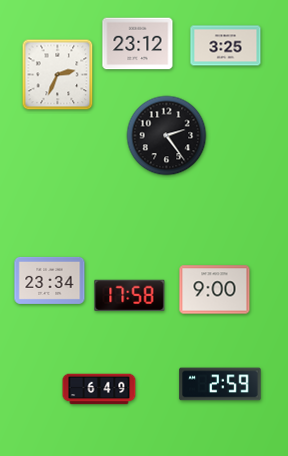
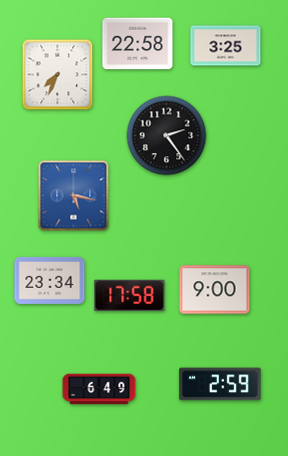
clock at (138, 44): 23:12 -> 22:58
clock at (58, 75): 2:34 -> 7:34
clock at (74, 196): none -> 5:17
